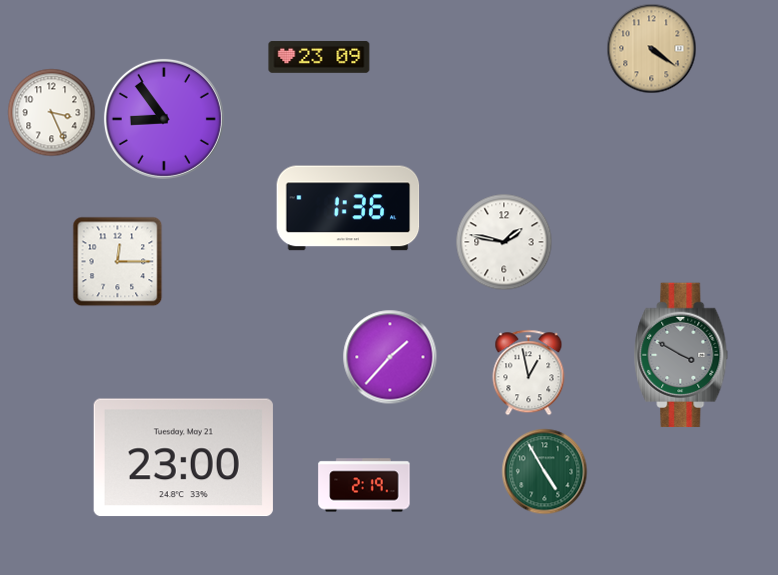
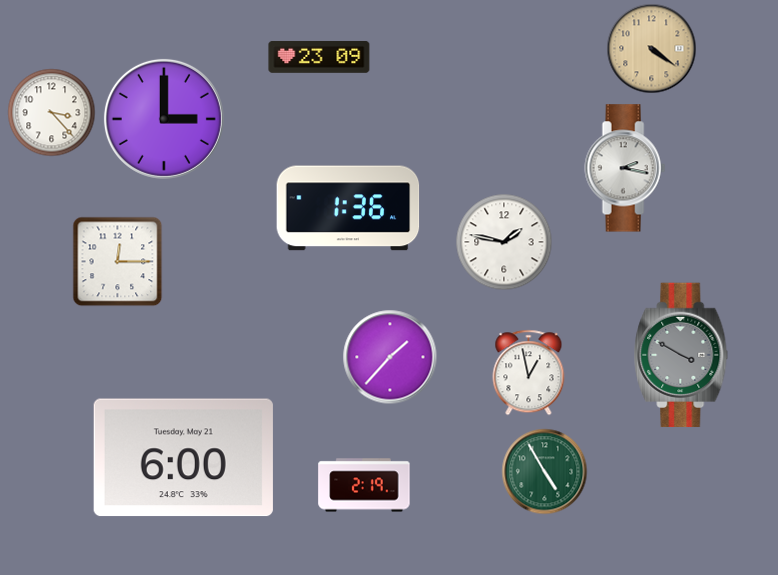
clock at (52, 113): 3:26 -> 3:23
clock at (164, 119): 8:54 -> 3:00
clock at (625, 168): none -> 2:17
clock at (183, 458): 23:00 -> 6:00
